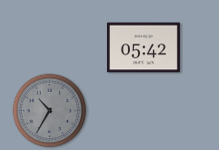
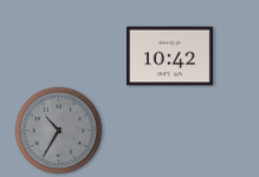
clock at (143, 48): 05:42 -> 10:42
